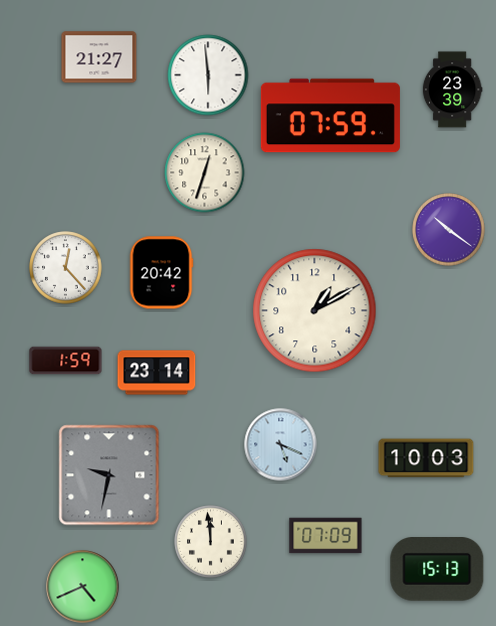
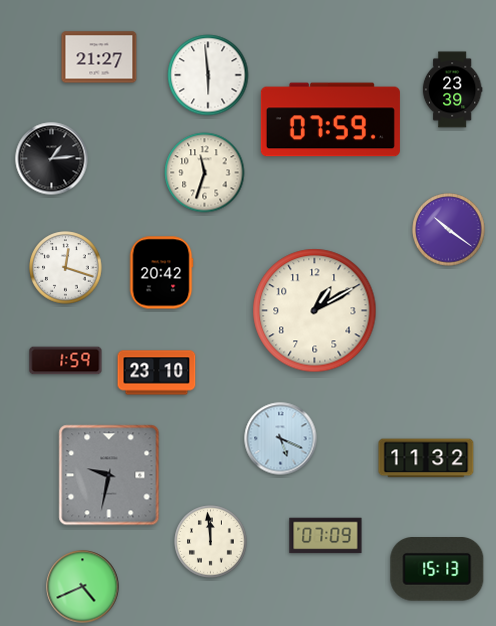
clock at (330, 116) position: (330, 116) -> (330, 120)
clock at (52, 159): none -> 1:14
clock at (205, 173): 12:33 -> 11:33
clock at (66, 268): 12:23 -> 12:18
clock at (157, 373): 23:14 -> 23:10
clock at (281, 445) position: (281, 445) -> (281, 439)
clock at (426, 458): 10:03 -> 11:32
